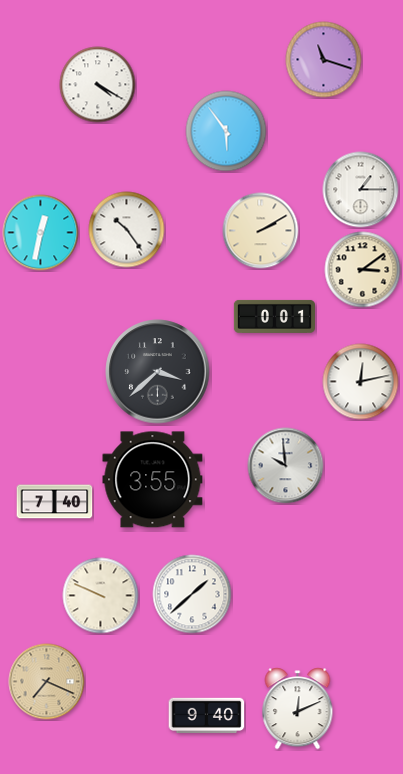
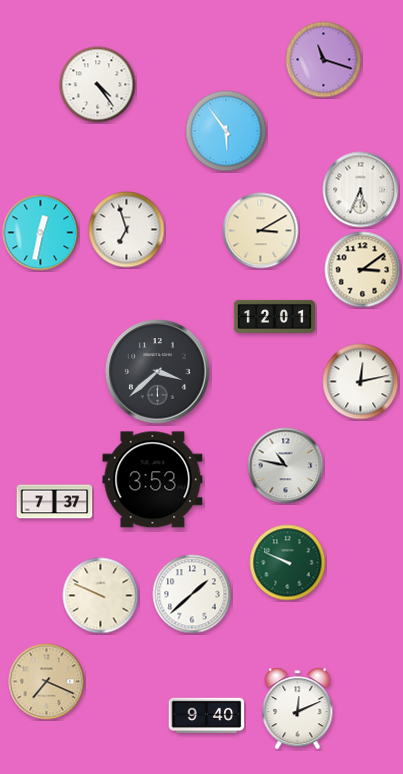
clock at (98, 85): 4:20 -> 4:24
clock at (361, 190): 1:15 -> 5:34
clock at (127, 230): 10:24 -> 6:57
clock at (261, 231): 2:10 -> 3:10
clock at (274, 316): 0:01 -> 12:01
clock at (286, 466): 9:59 -> 10:47
clock at (153, 480): 3:55 -> 3:53
clock at (55, 502): 7:40 -> 7:37
clock at (288, 563): none -> 9:49
